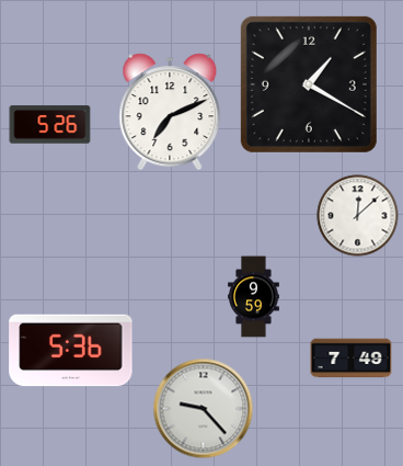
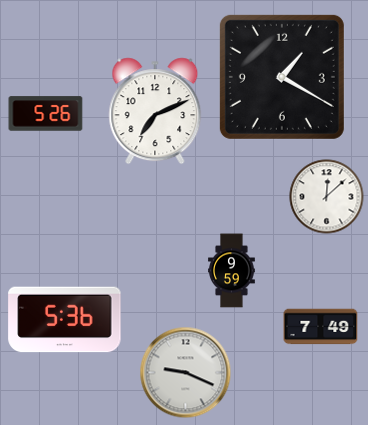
clock at (170, 112) position: (170, 112) -> (155, 111)
clock at (204, 409): 9:23 -> 9:19
